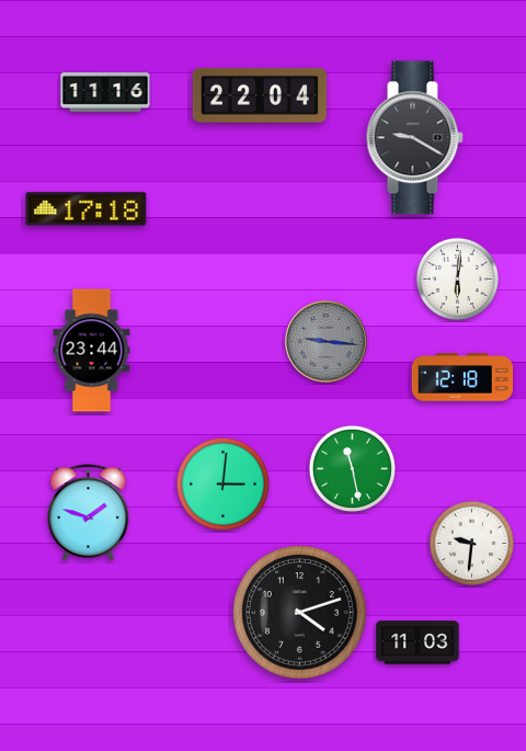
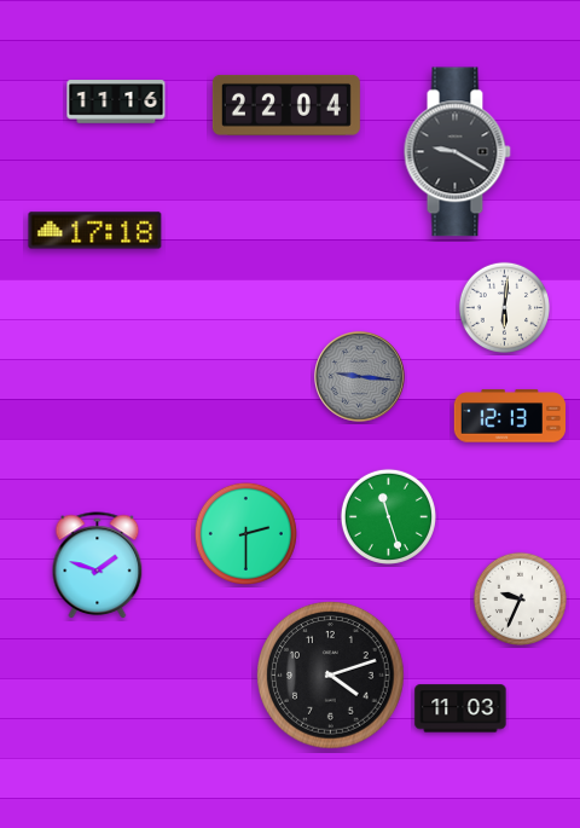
clock at (92, 351): 23:44 -> none
clock at (462, 377): 12:18 -> 12:13
clock at (352, 468): 11:28 -> 11:27
clock at (222, 483): 3:01 -> 2:30
clock at (471, 543): 9:31 -> 9:34
